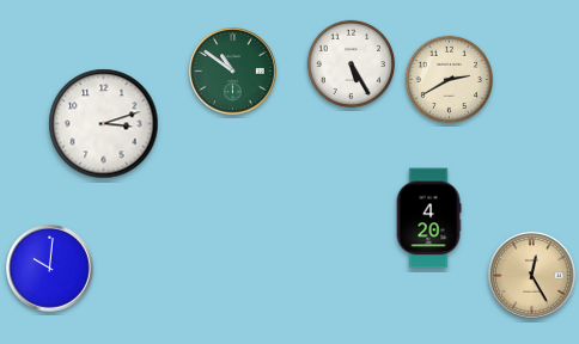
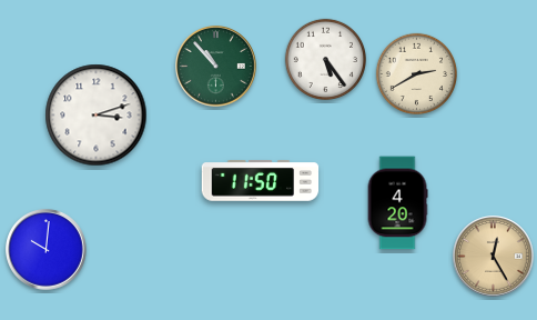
clock at (351, 63): 5:25 -> 5:24
clock at (233, 72): 10:51 -> 10:53
clock at (261, 181): none -> 11:50
